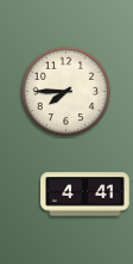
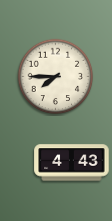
clock at (85, 195): 4:41 -> 4:43
